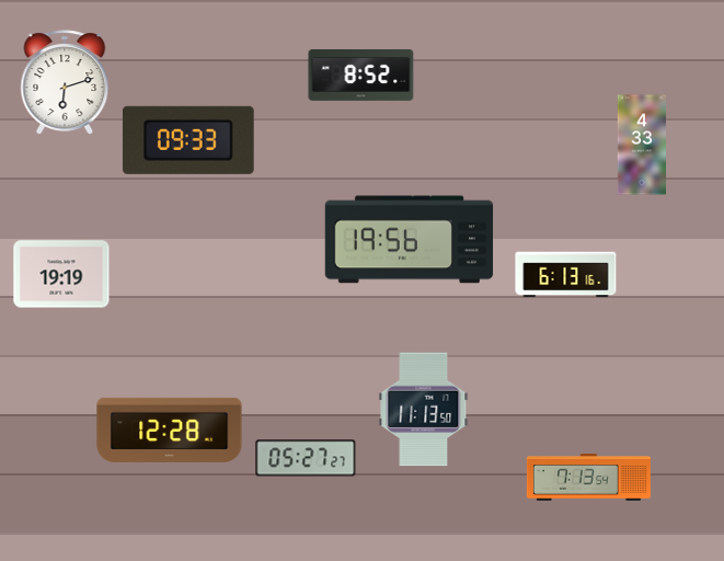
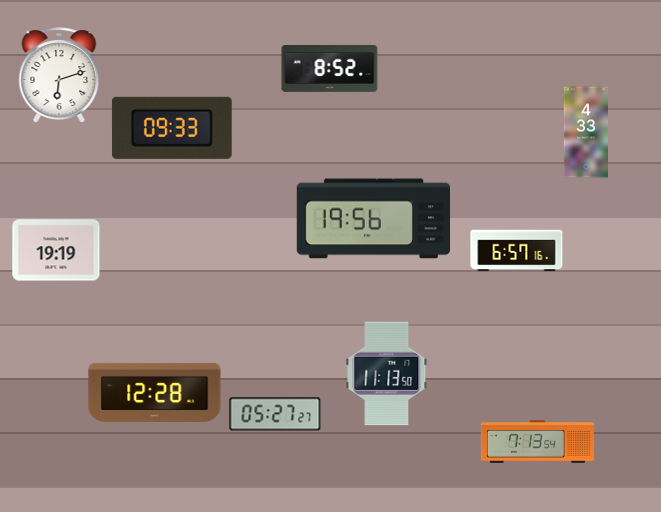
clock at (566, 275): 6:13 -> 6:57
clock at (306, 458) position: (306, 458) -> (275, 414)
clock at (588, 478) position: (588, 478) -> (537, 442)
